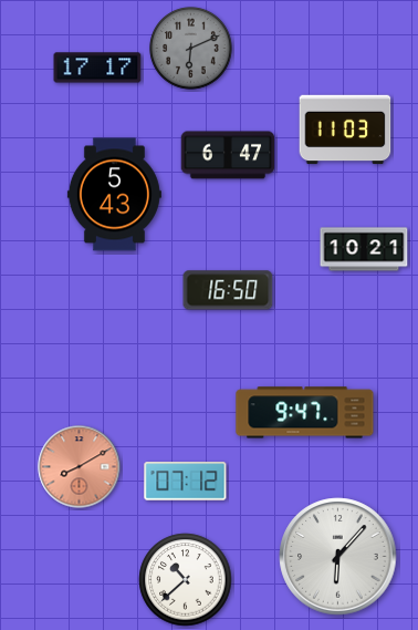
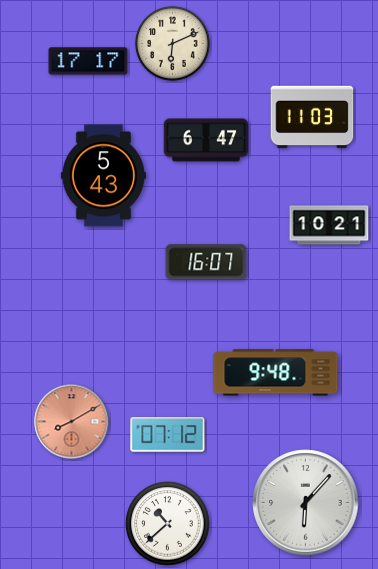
clock at (191, 49) dial: grey -> cream
clock at (228, 290): 16:50 -> 16:07
clock at (305, 413): 9:47 -> 9:48
